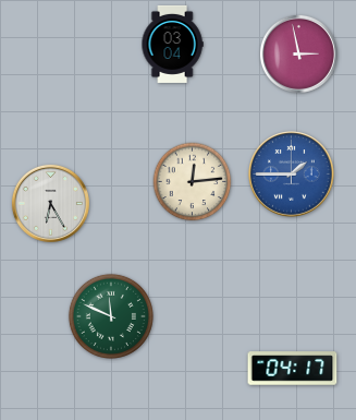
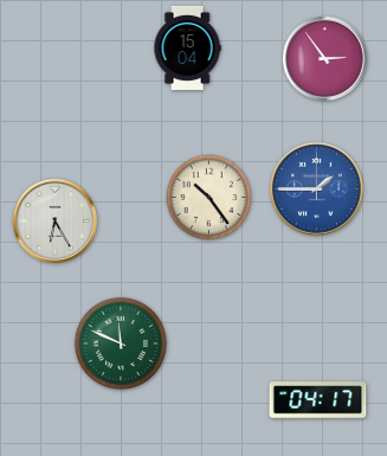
clock at (172, 44): 03:04 -> 15:04
clock at (298, 53): 2:58 -> 2:54
clock at (193, 182): 12:14 -> 10:24
